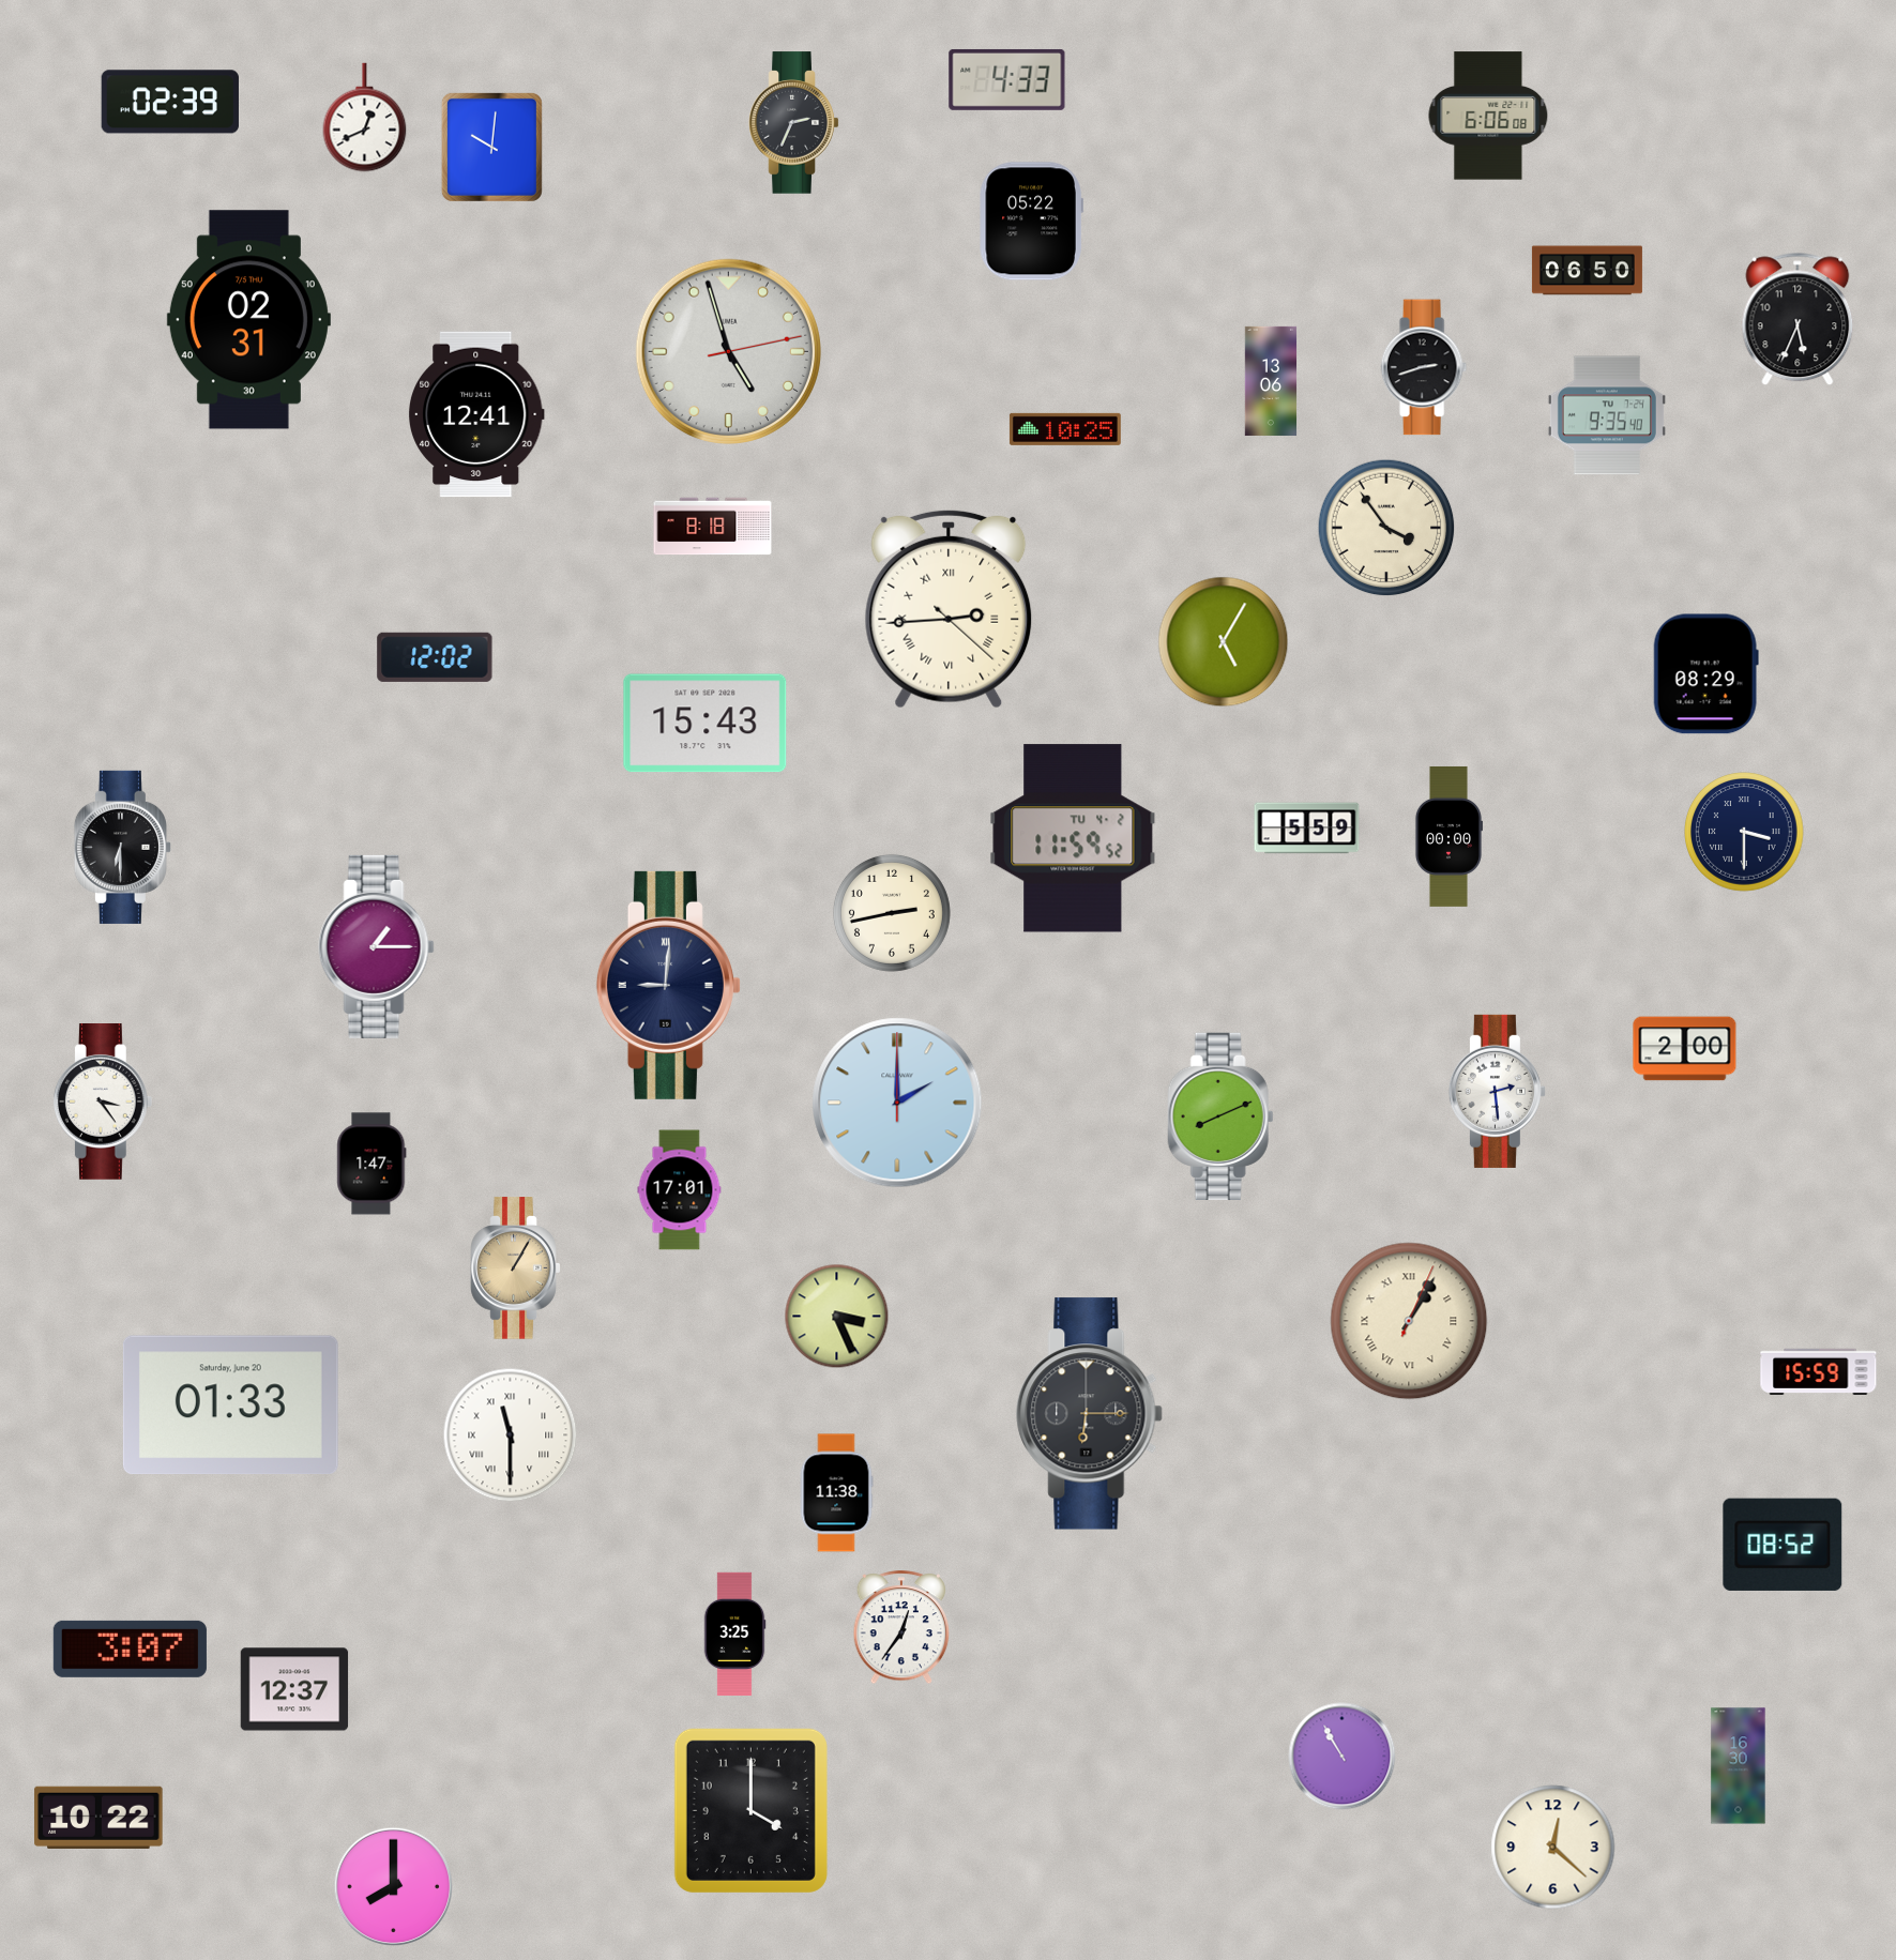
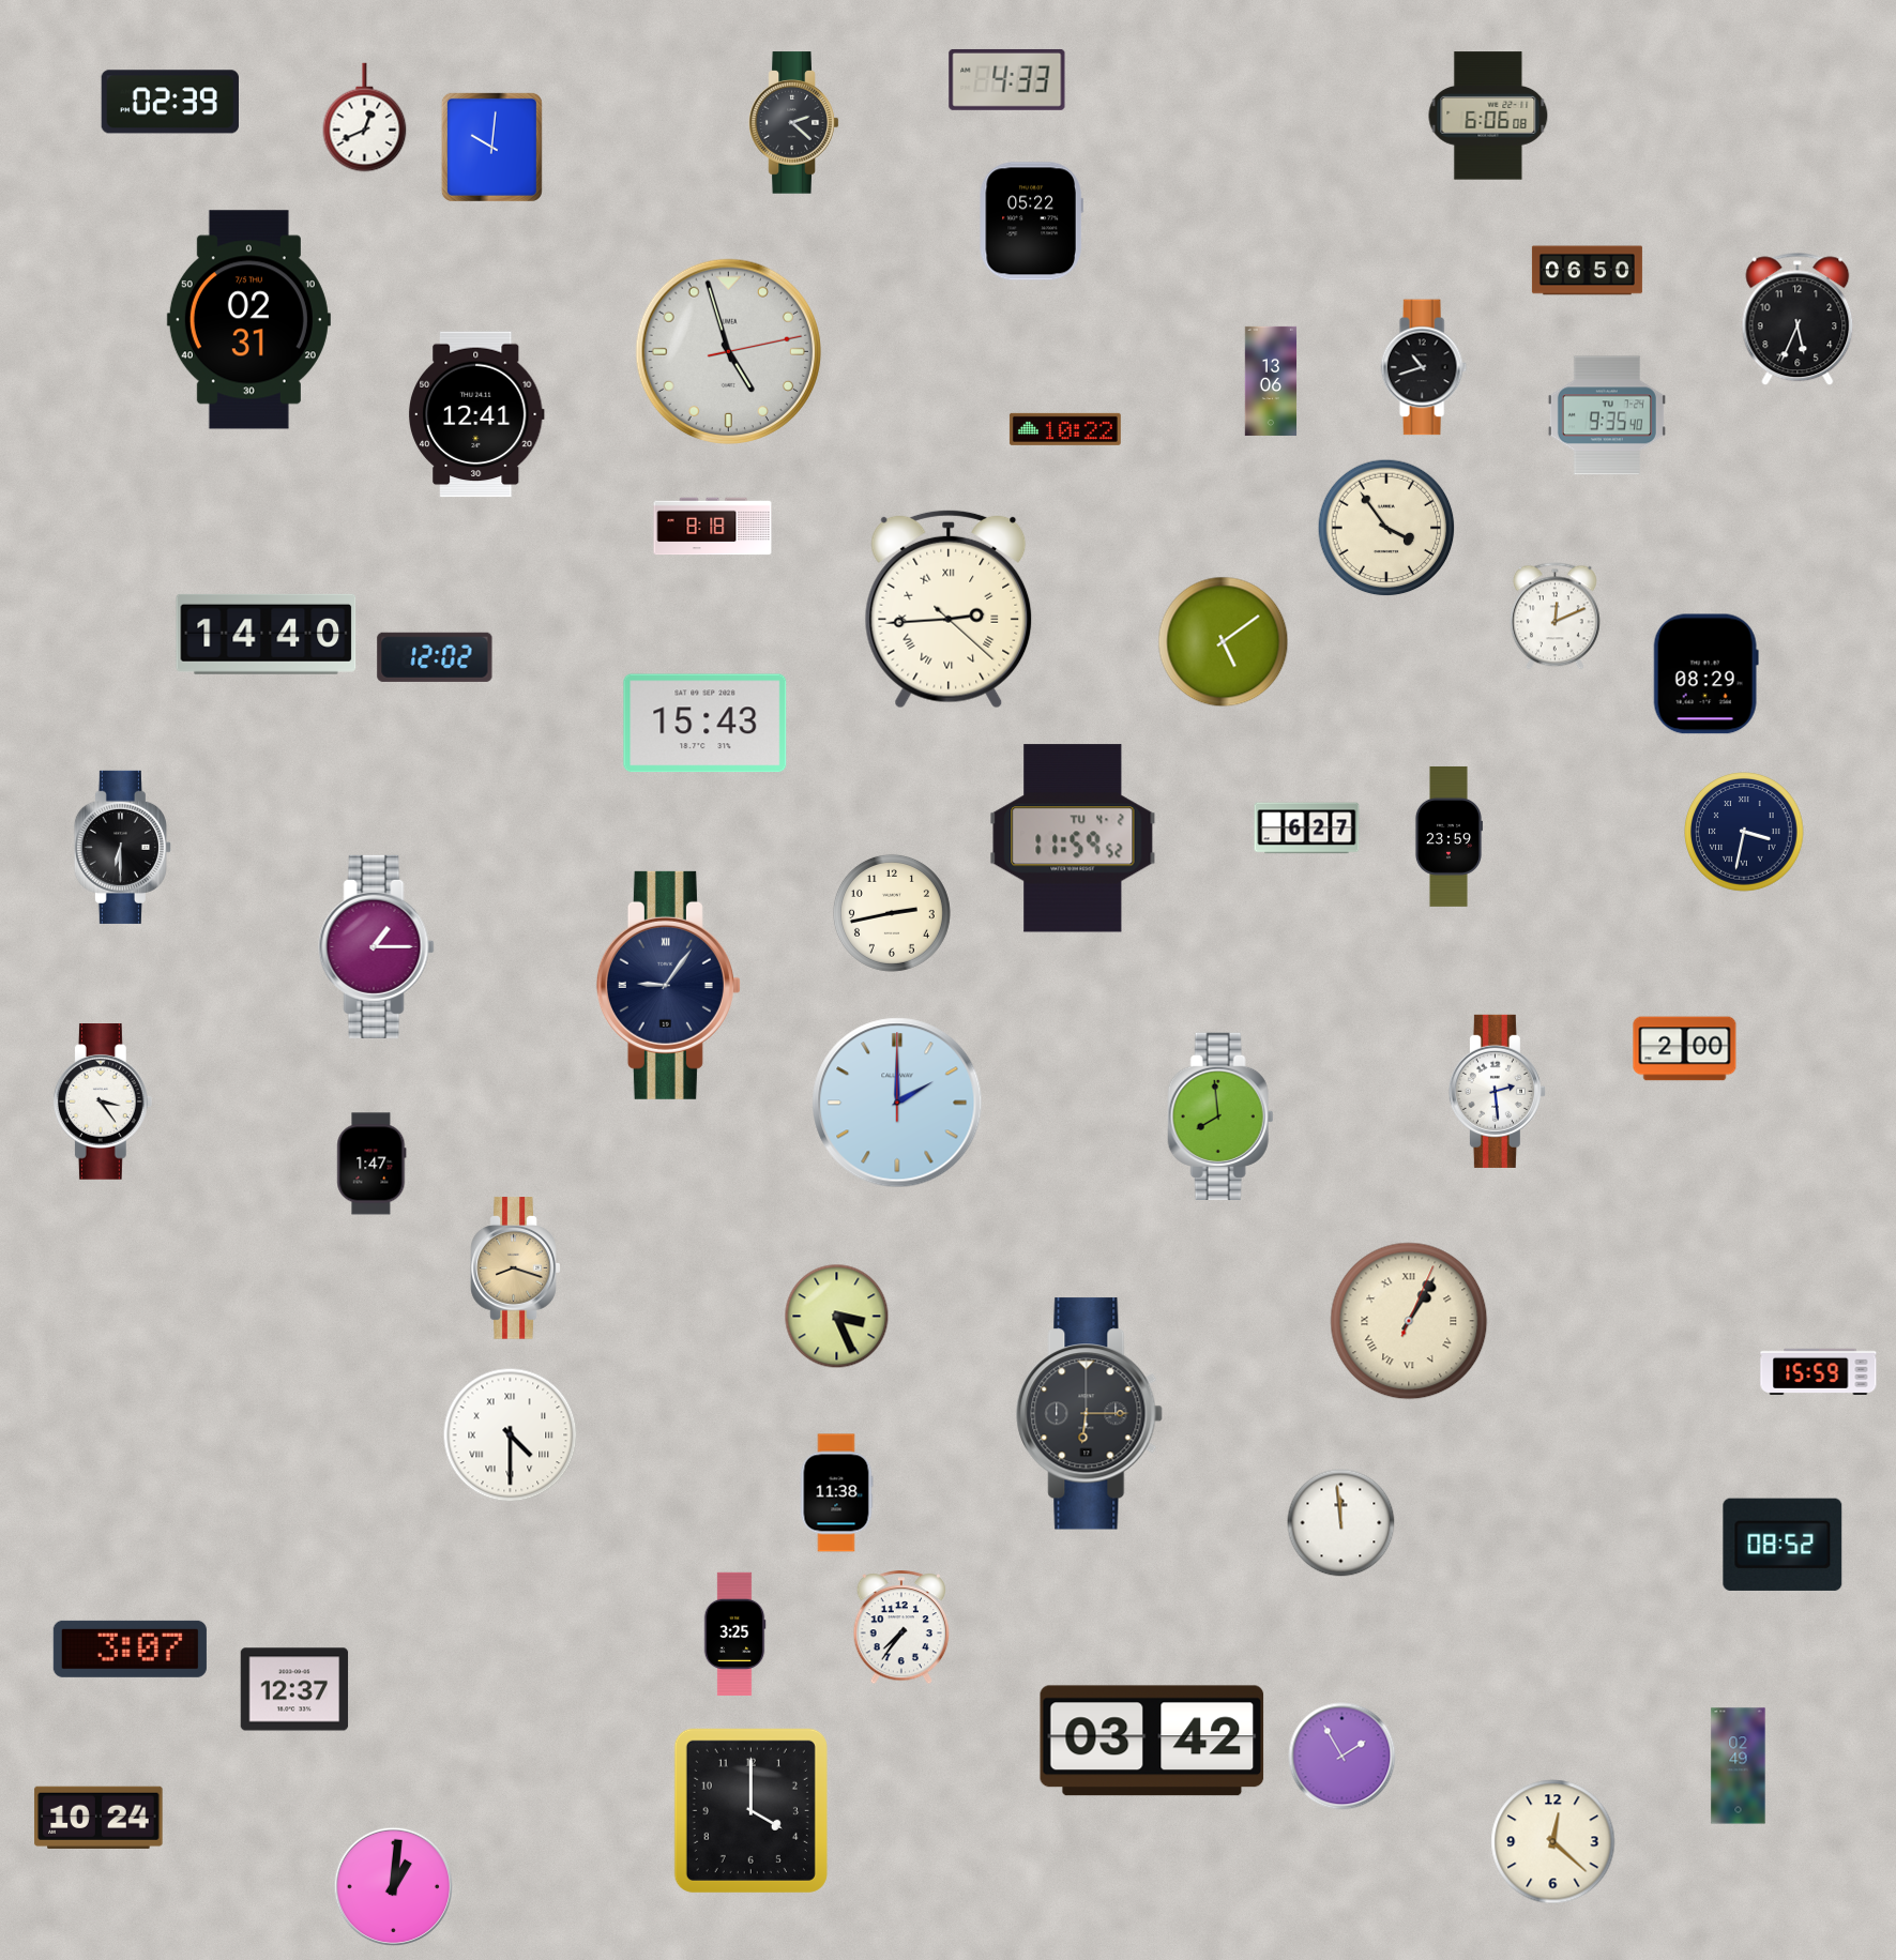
clock at (794, 123): 2:34 -> 2:22
clock at (1424, 367): 2:42 -> 10:42
clock at (1065, 429): 10:25 -> 10:22
clock at (1554, 617): none -> 12:11
clock at (267, 634): none -> 14:40
clock at (1224, 642): 5:05 -> 5:09
clock at (1307, 829): 5:59 -> 6:27
clock at (1744, 832): 3:30 -> 3:32
clock at (1448, 836): 00:00 -> 23:59
clock at (668, 985): 9:01 -> 9:06
clock at (1220, 1116): 8:11 -> 7:59
clock at (680, 1190): 17:01 -> none
clock at (516, 1268): 1:05 -> 8:18
clock at (230, 1406): 01:33 -> none
clock at (511, 1435): 11:30 -> 4:30
clock at (1341, 1523): none -> 11:59
clock at (901, 1628): 12:36 -> 7:36
clock at (1152, 1741): none -> 03:42
clock at (1343, 1757): 10:55 -> 1:55
clock at (1739, 1766): 16:30 -> 02:49
clock at (98, 1817): 10:22 -> 10:24
clock at (1553, 1848) position: (1553, 1848) -> (1553, 1842)
clock at (393, 1886): 8:00 -> 1:01
